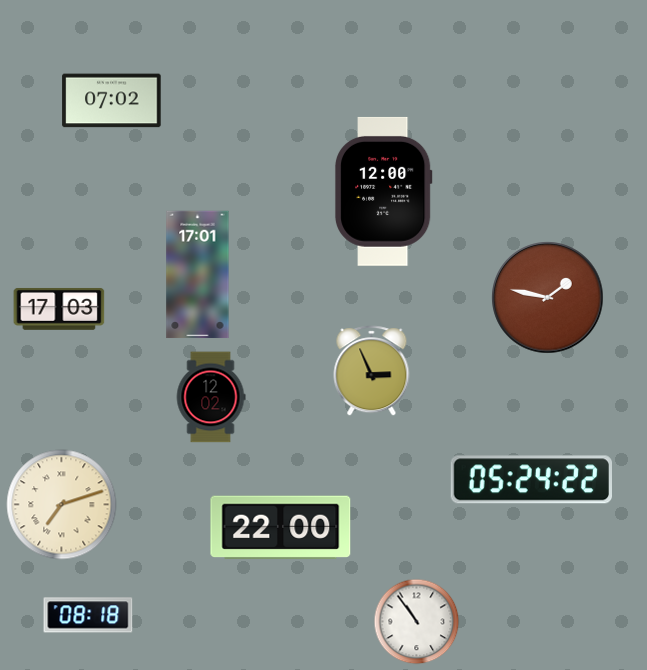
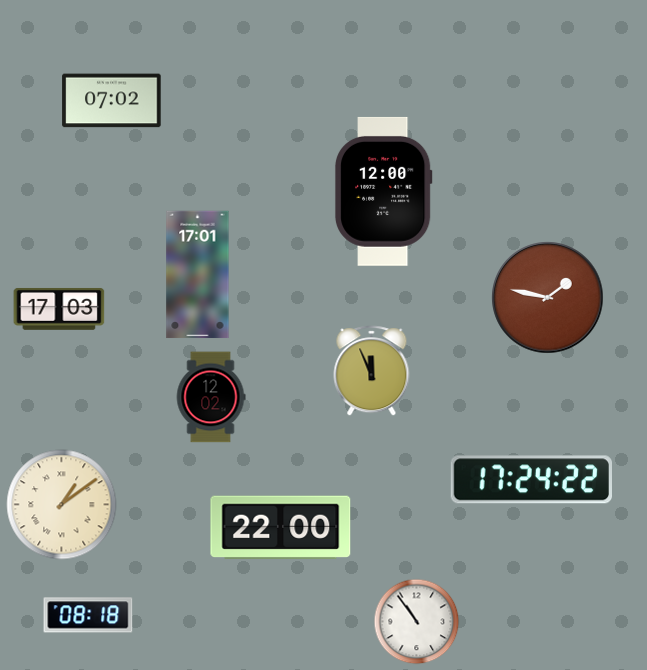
clock at (372, 371): 2:56 -> 11:56
clock at (531, 480): 05:24 -> 17:24
clock at (62, 505): 7:12 -> 1:09
